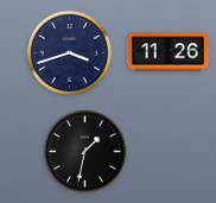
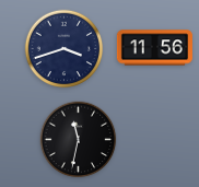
clock at (167, 52): 11:26 -> 11:56
clock at (85, 152): 1:32 -> 11:32
